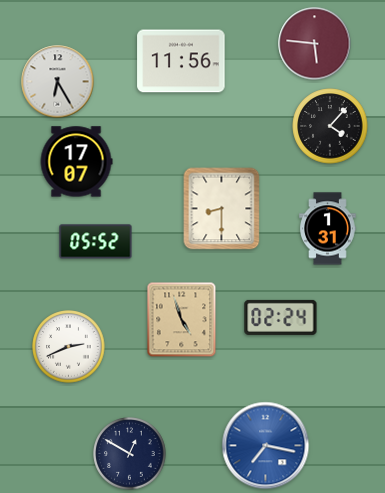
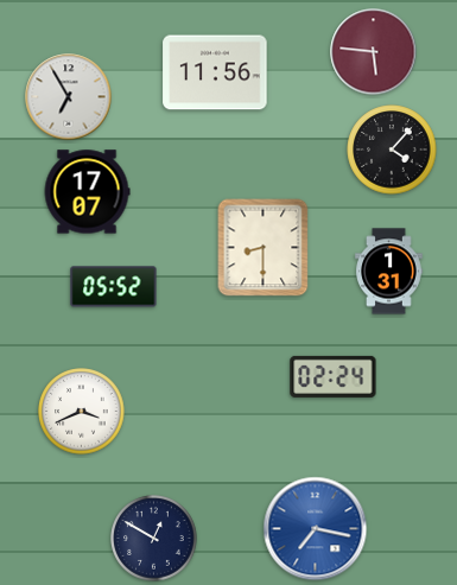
clock at (58, 82): 6:25 -> 6:55
clock at (76, 162) position: (76, 162) -> (87, 192)
clock at (182, 320): 4:57 -> none
clock at (69, 347): 2:41 -> 3:41
